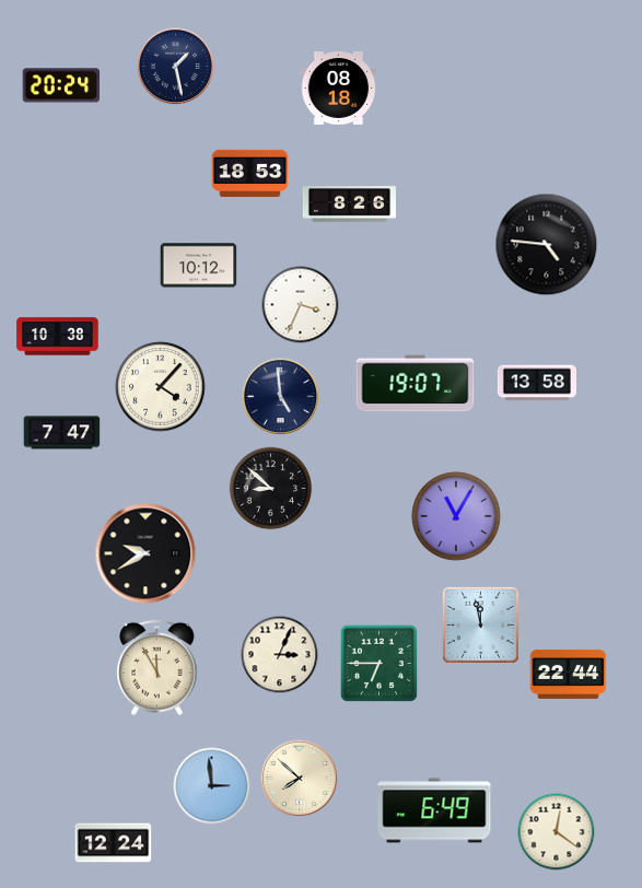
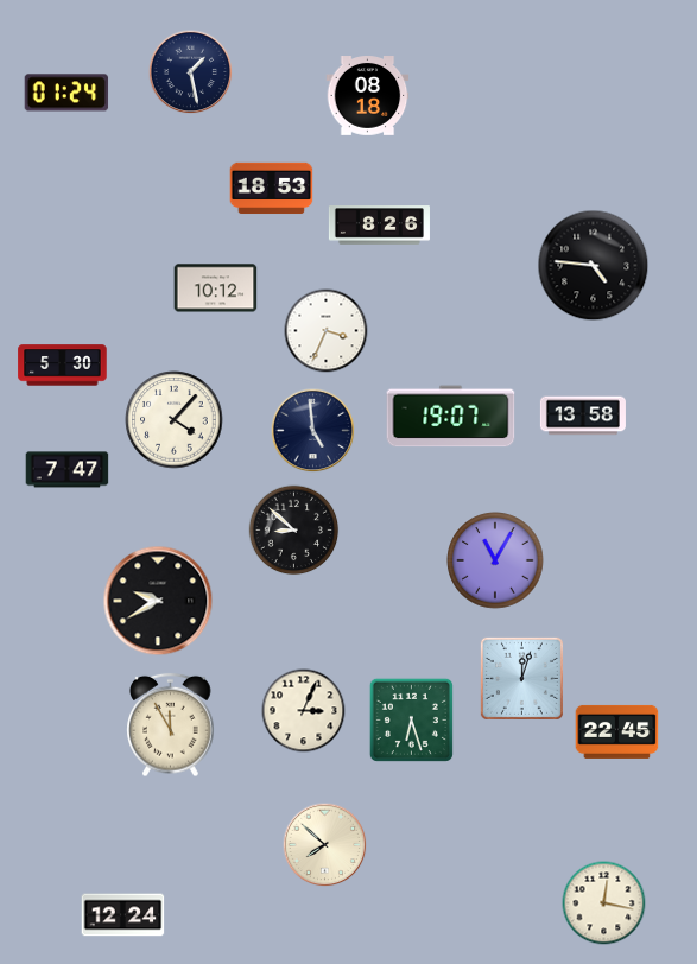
clock at (61, 85): 20:24 -> 01:24
clock at (349, 205) position: (349, 205) -> (379, 226)
clock at (58, 337): 10:38 -> 5:30
clock at (281, 397) position: (281, 397) -> (313, 431)
clock at (480, 624): 11:58 -> 12:03
clock at (378, 663): 6:45 -> 6:27
clock at (569, 674): 22:44 -> 22:45
clock at (212, 786): 2:59 -> none
clock at (434, 810): 6:49 -> none
clock at (557, 832): 12:21 -> 12:17
